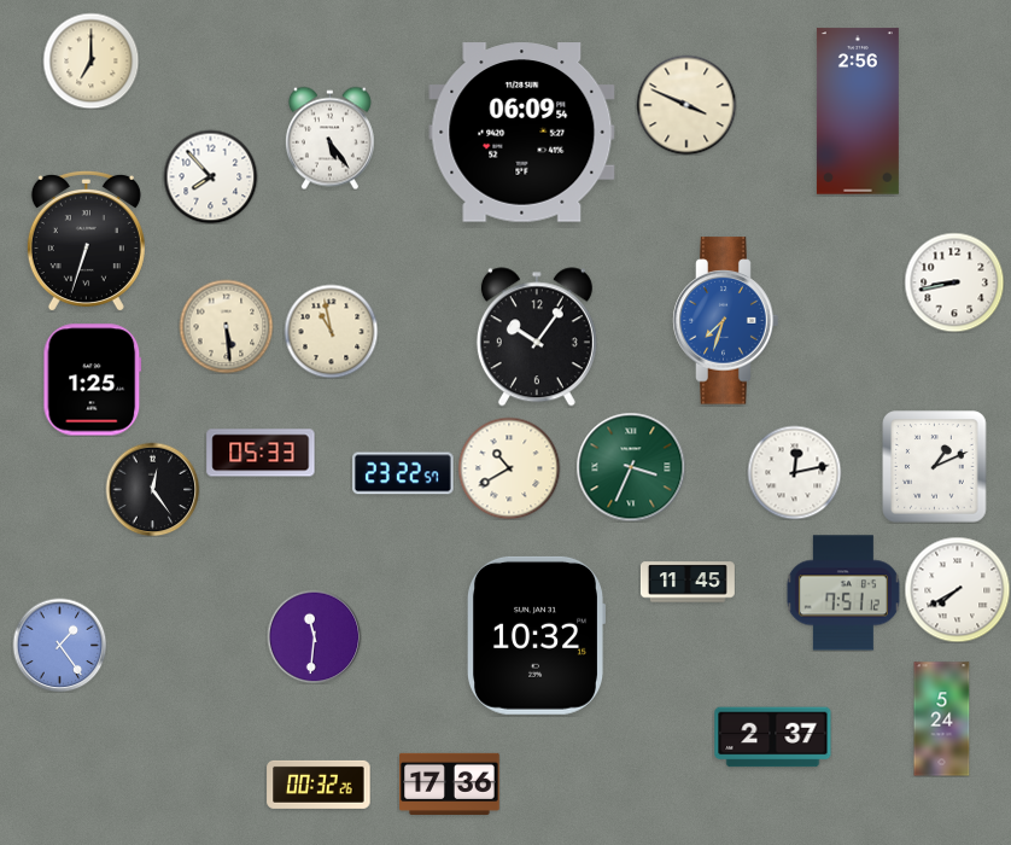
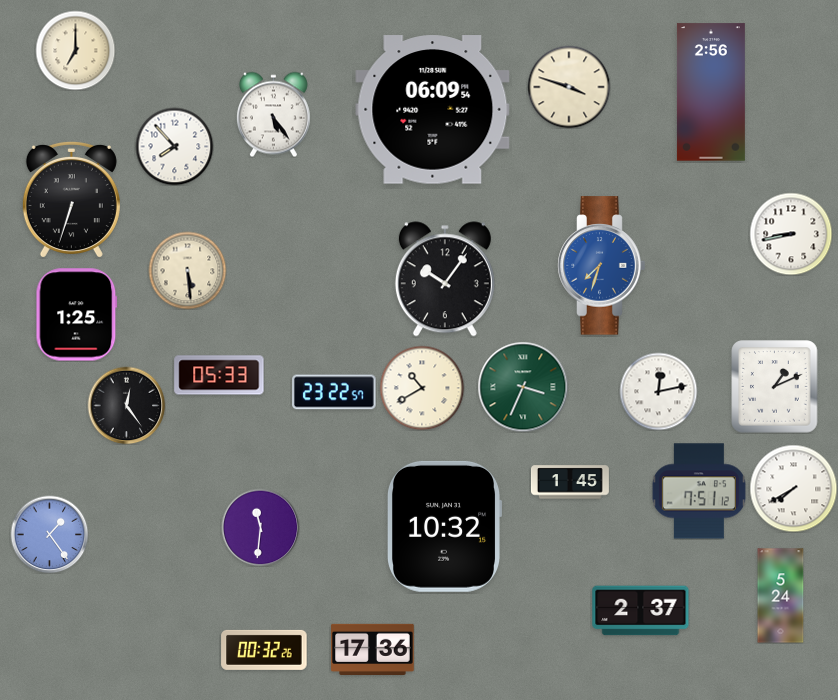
clock at (686, 105): 3:49 -> 3:48
clock at (331, 331): 10:58 -> none
clock at (261, 453) position: (261, 453) -> (219, 375)
clock at (688, 582): 11:45 -> 1:45
